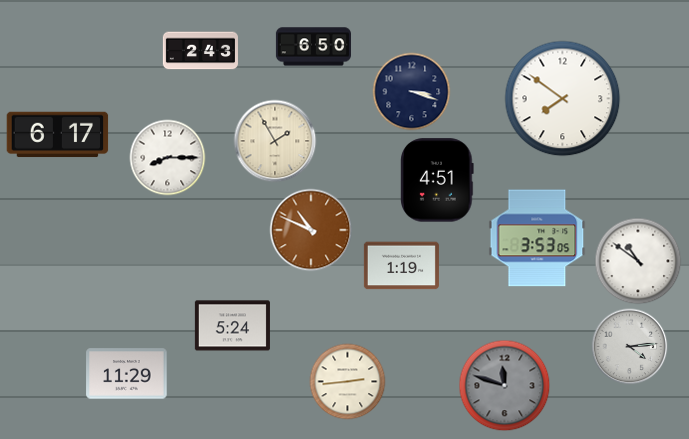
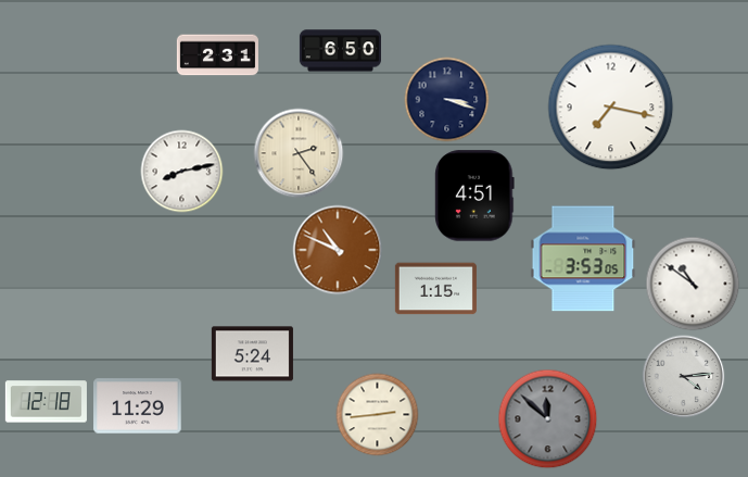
clock at (200, 51): 2:43 -> 2:31
clock at (563, 99): 7:51 -> 7:17
clock at (58, 135): 6:17 -> none
clock at (275, 141): 1:55 -> 2:24
clock at (168, 158): 8:15 -> 8:13
clock at (401, 266): 1:19 -> 1:15
clock at (46, 402): none -> 12:18
clock at (505, 386): 11:48 -> 11:52
